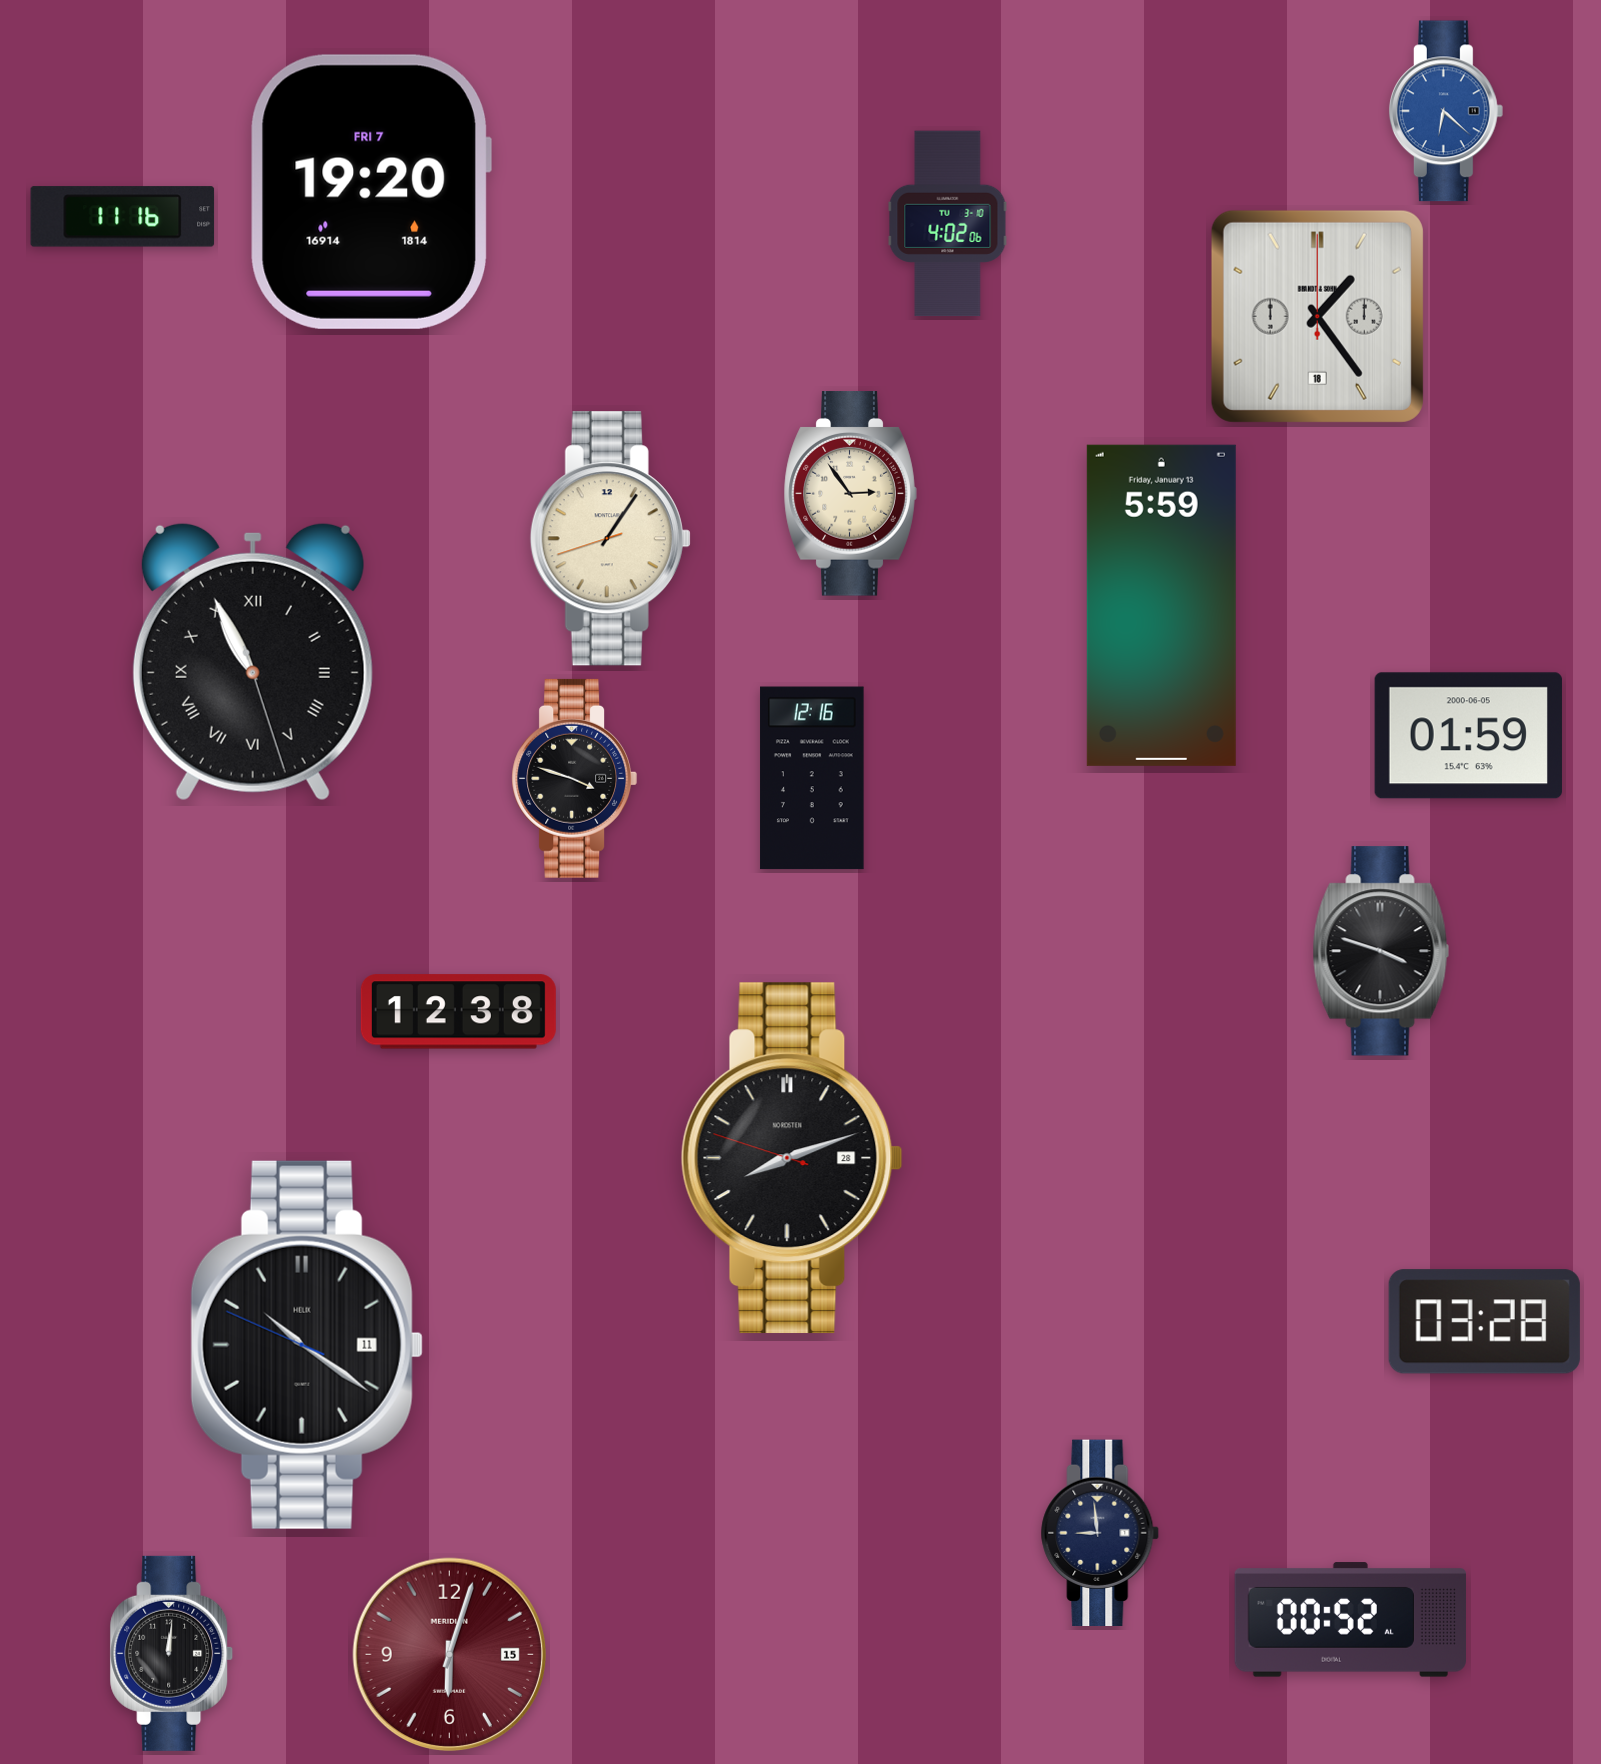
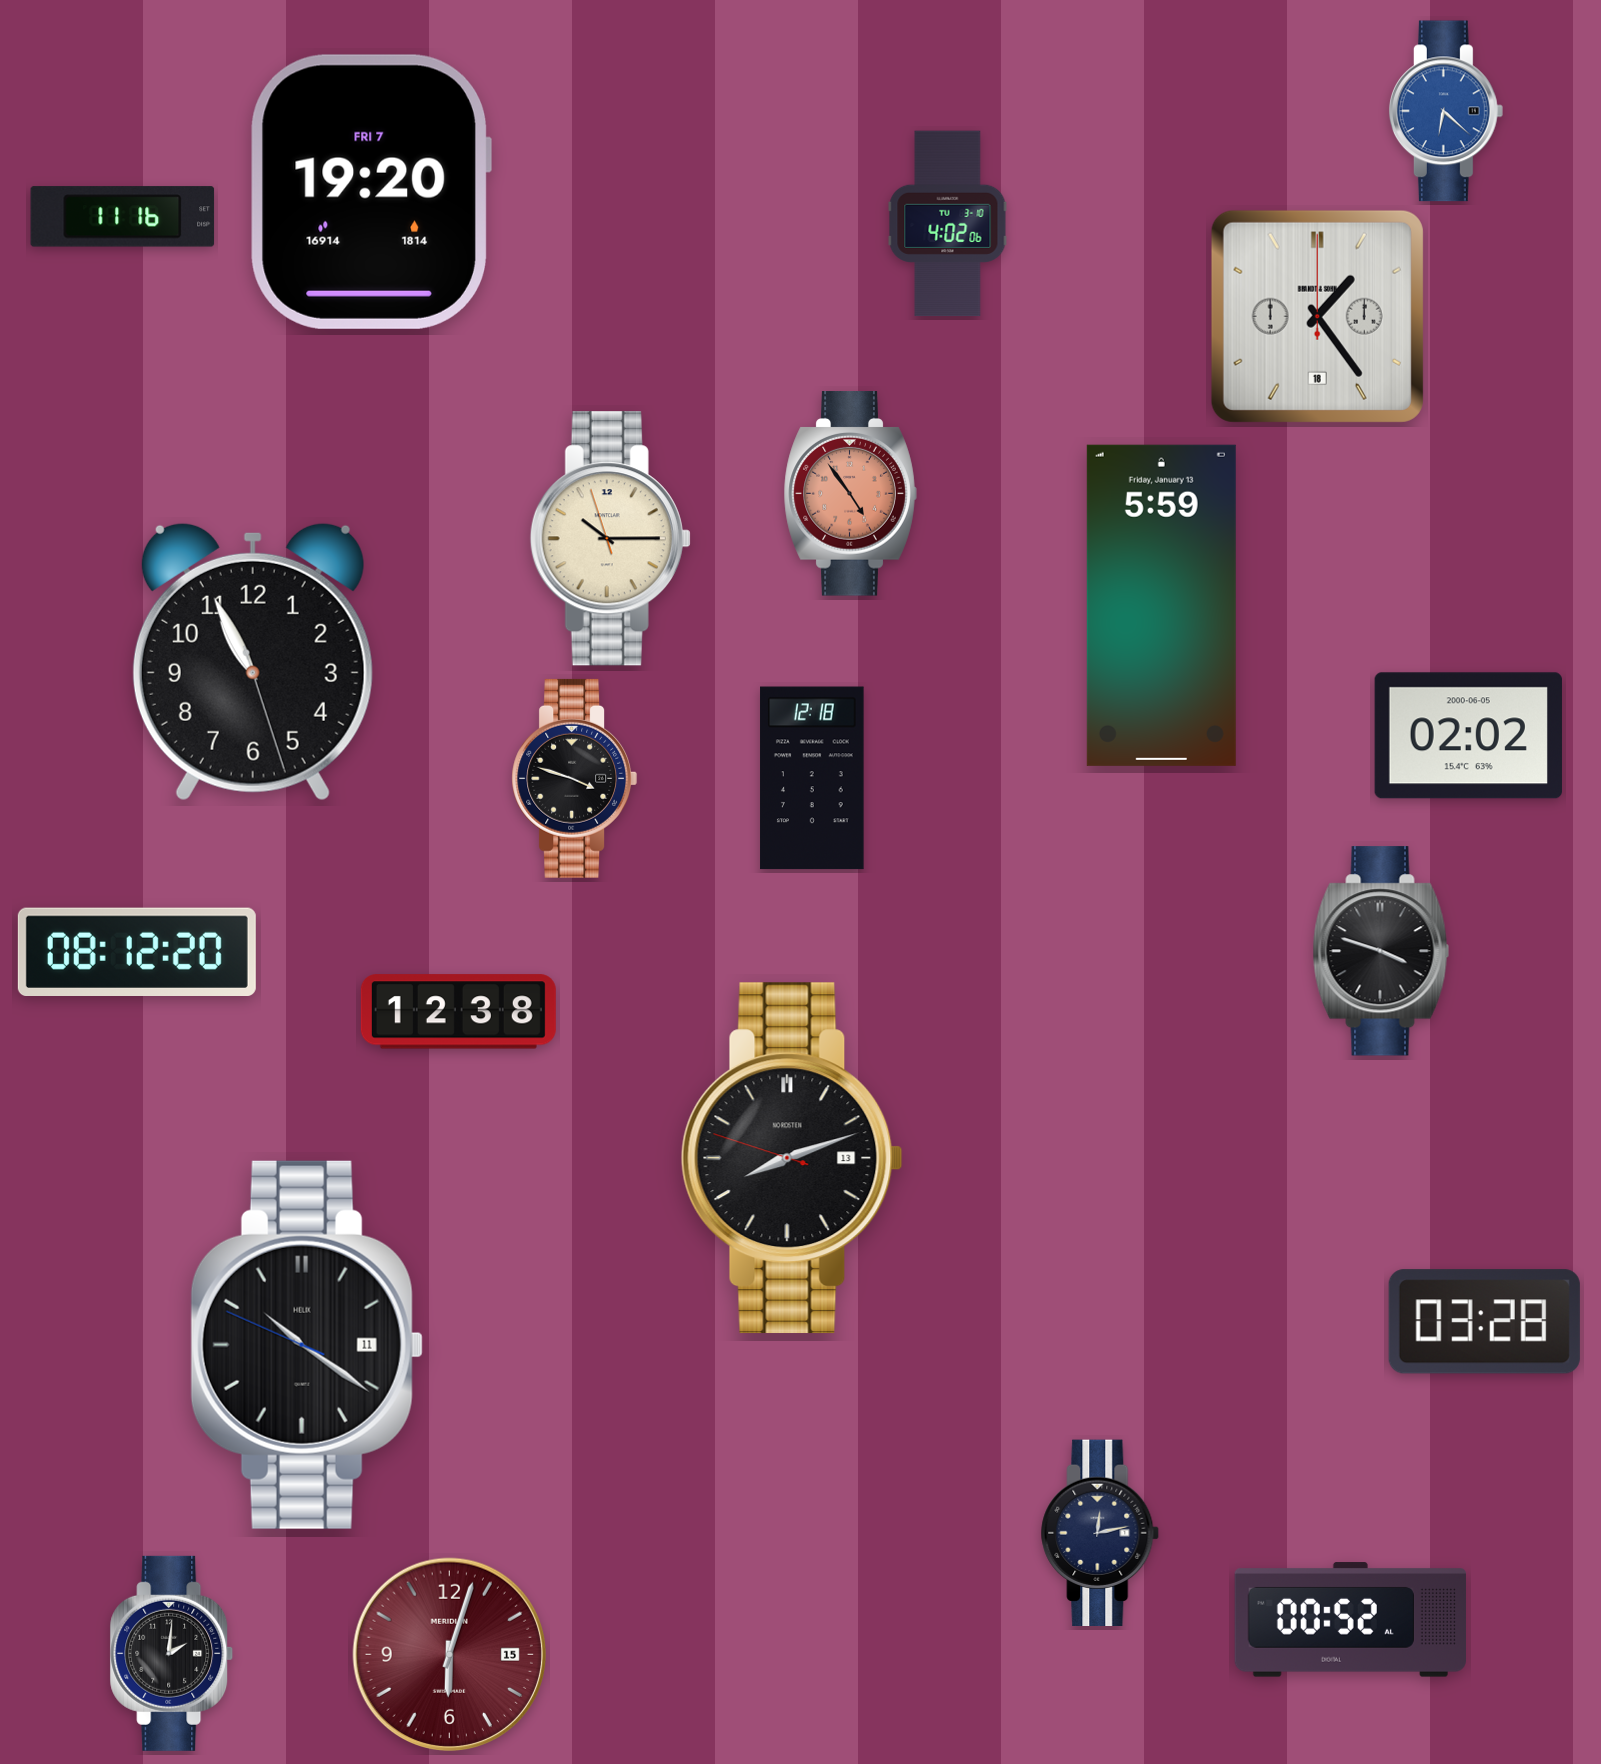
clock at (850, 494): 2:54 -> 4:54
clock at (850, 494) dial: cream -> salmon
clock at (610, 539): 1:05 -> 10:14
clock at (253, 662) numerals: Roman -> Arabic
clock at (1468, 736): 01:59 -> 02:02
clock at (812, 778): 12:16 -> 12:18
clock at (137, 952): none -> 08:12
clock at (792, 1158) date: 28 -> 13
clock at (1101, 1532): 8:59 -> 12:13
clock at (172, 1653): 12:01 -> 2:01
